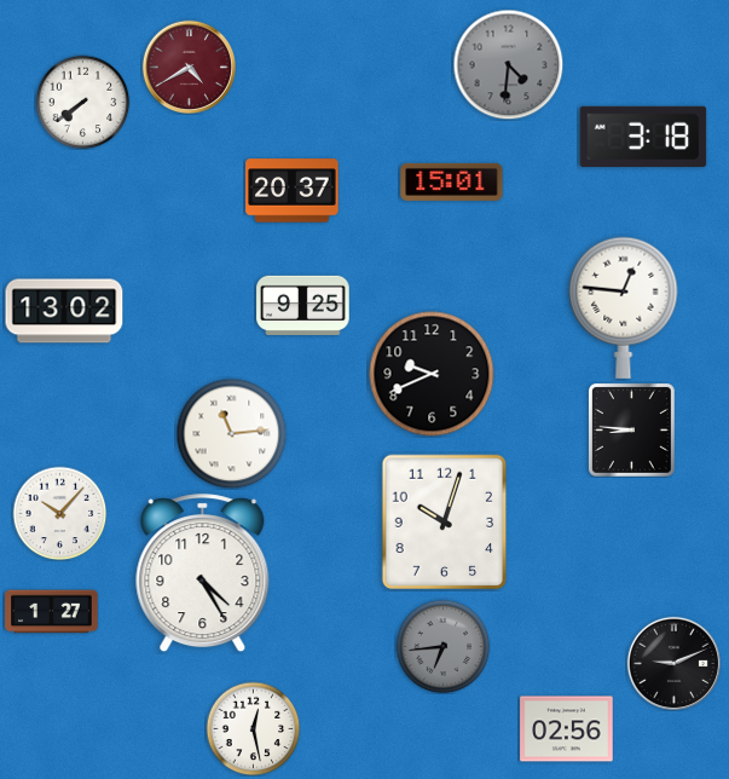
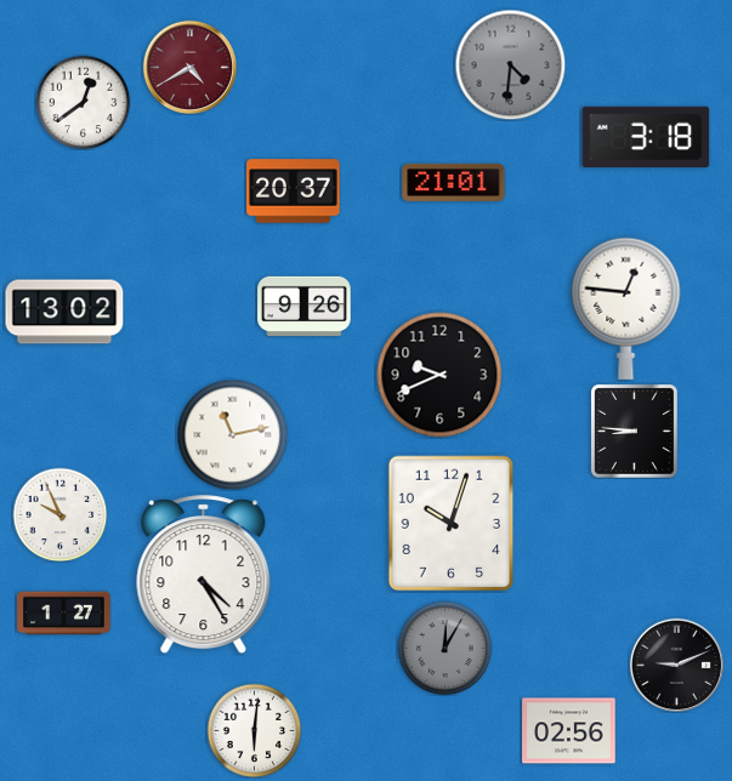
clock at (82, 102): 7:39 -> 12:39
clock at (452, 181): 15:01 -> 21:01
clock at (303, 305): 9:25 -> 9:26
clock at (432, 374) position: (432, 374) -> (439, 375)
clock at (231, 433): 11:14 -> 11:13
clock at (59, 513): 10:07 -> 9:56
clock at (445, 523) position: (445, 523) -> (452, 524)
clock at (52, 612) position: (52, 612) -> (64, 614)
clock at (442, 646): 6:44 -> 12:05
clock at (253, 728): 12:28 -> 6:01
